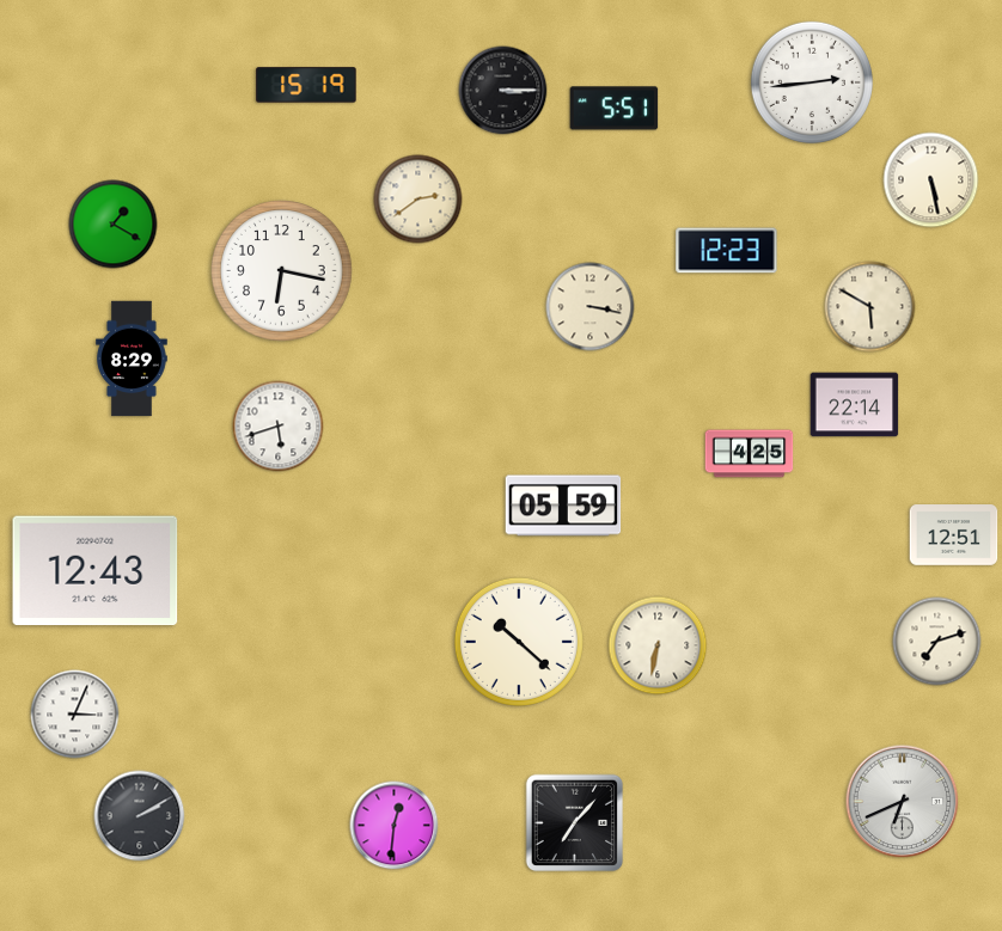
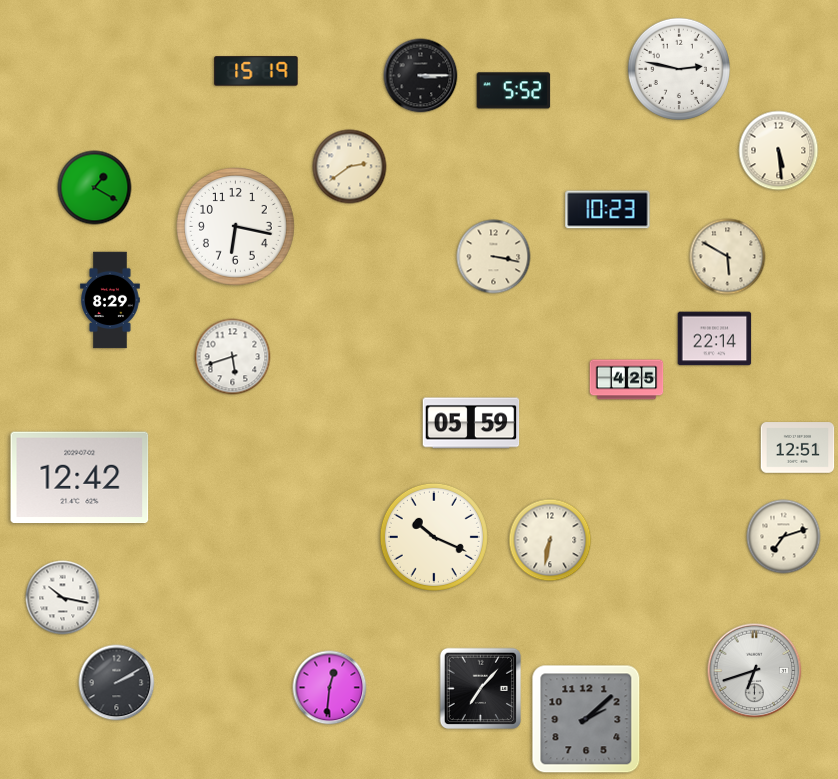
clock at (812, 82): 2:44 -> 2:47
clock at (615, 109): 5:51 -> 5:52
clock at (931, 180): 5:28 -> 5:29
clock at (727, 251): 12:23 -> 10:23
clock at (96, 571): 12:43 -> 12:42
clock at (519, 642): 10:22 -> 10:19
clock at (75, 715): 3:04 -> 10:17
clock at (903, 802): 6:41 -> 6:42
clock at (395, 826) position: (395, 826) -> (330, 688)
clock at (586, 719): none -> 2:08
